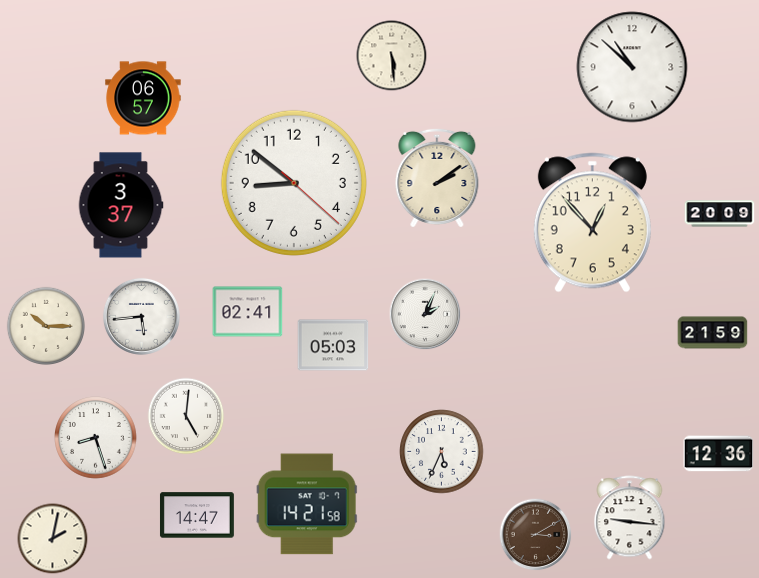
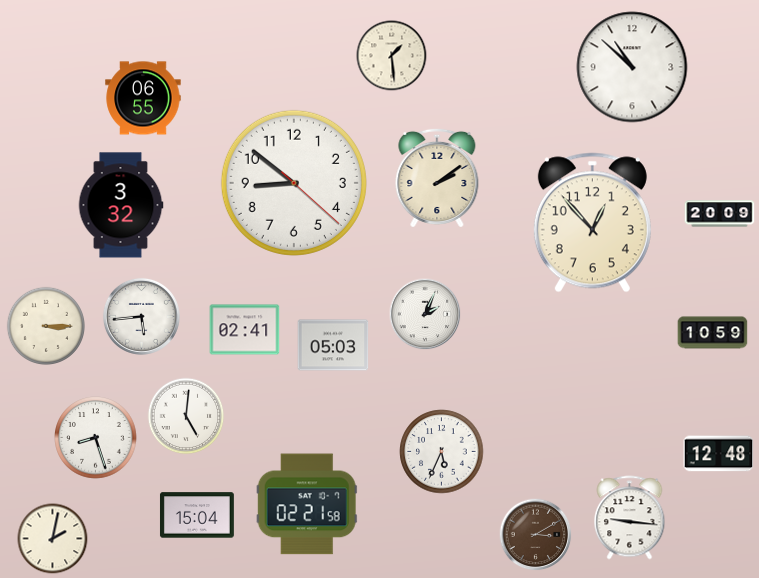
clock at (392, 56): 5:29 -> 1:29
clock at (143, 98): 06:57 -> 06:55
clock at (121, 205): 3:37 -> 3:32
clock at (248, 312) position: (248, 312) -> (245, 330)
clock at (45, 325): 10:15 -> 3:15
clock at (713, 333): 21:59 -> 10:59
clock at (719, 454): 12:36 -> 12:48
clock at (307, 504): 14:21 -> 02:21
clock at (197, 515): 14:47 -> 15:04
